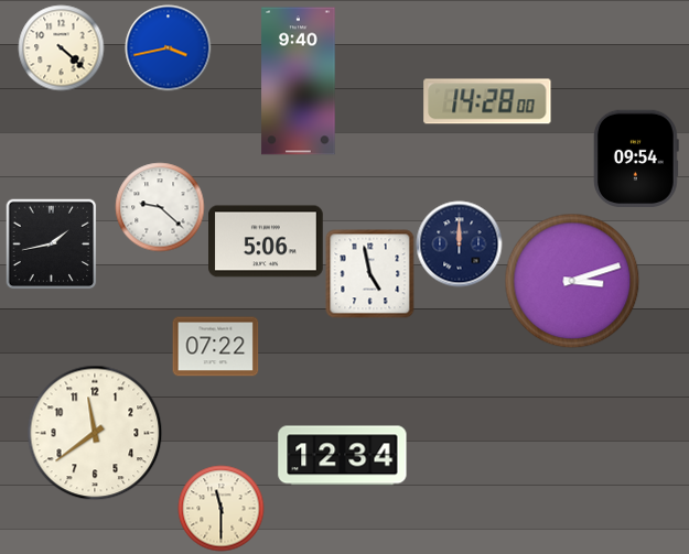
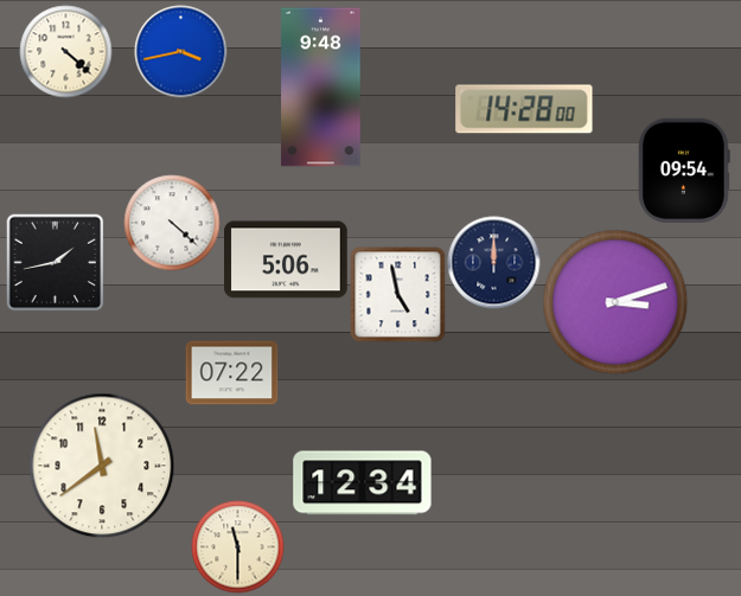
clock at (299, 82): 9:40 -> 9:48
clock at (160, 207): 9:22 -> 4:22
clock at (343, 456) position: (343, 456) -> (363, 483)
